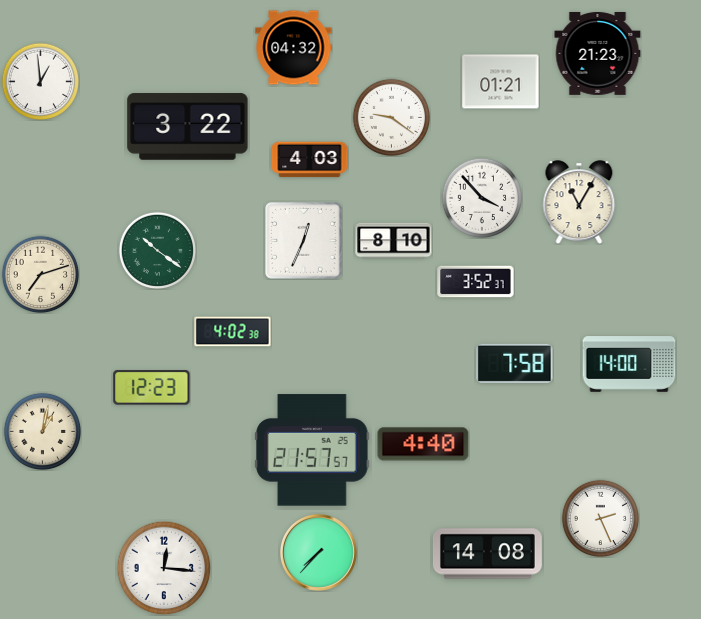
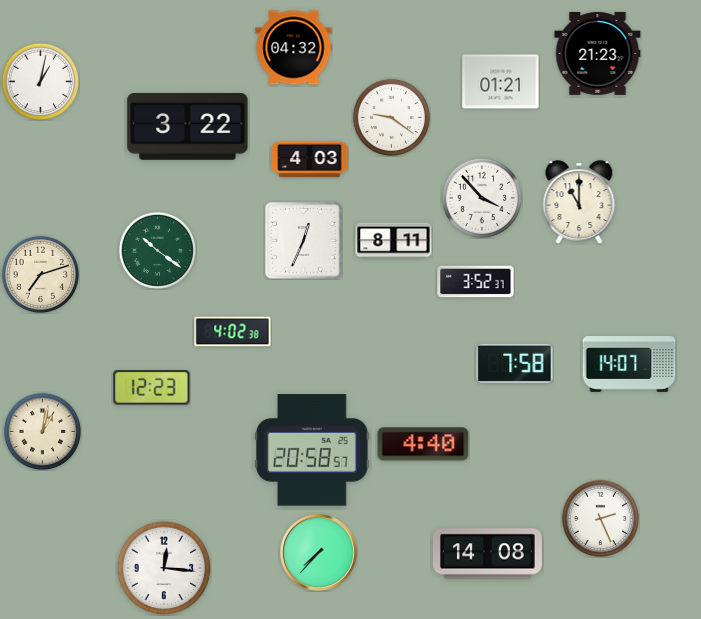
clock at (40, 81): 12:59 -> 1:02
clock at (579, 202): 11:05 -> 11:00
clock at (394, 241): 8:10 -> 8:11
clock at (629, 364): 14:00 -> 14:07
clock at (312, 450): 21:57 -> 20:58
